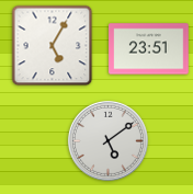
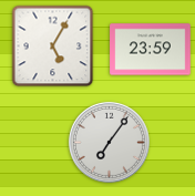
clock at (149, 49): 23:51 -> 23:59
clock at (107, 140): 5:09 -> 7:06
